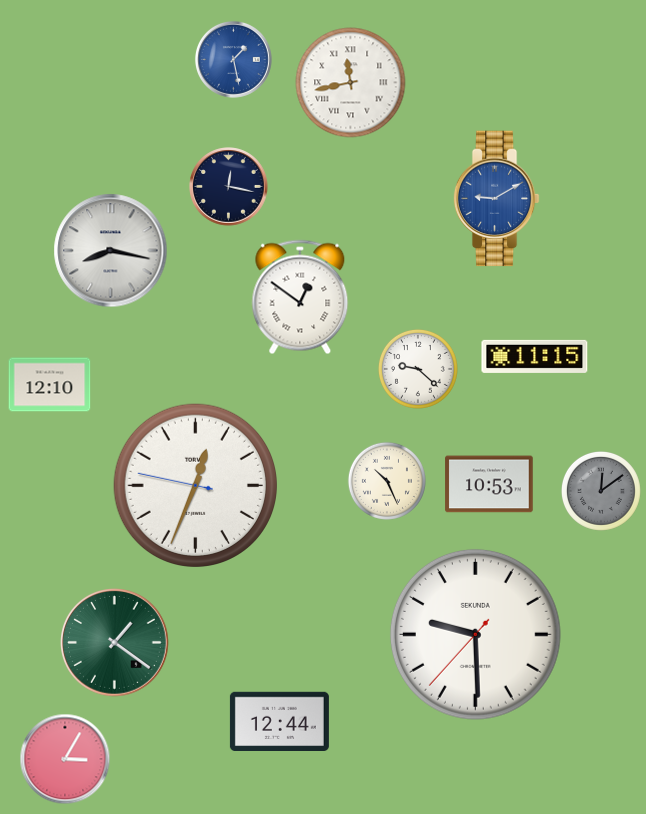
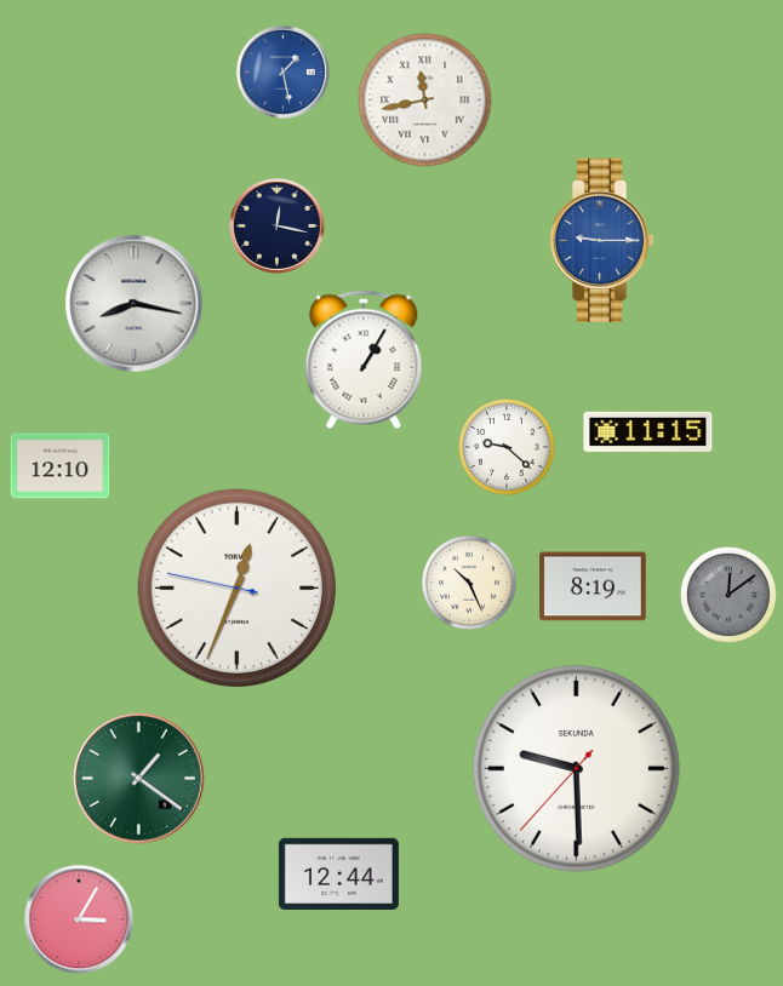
clock at (496, 199): 9:10 -> 9:15
clock at (300, 297): 12:51 -> 1:05
clock at (489, 484): 10:53 -> 8:19
